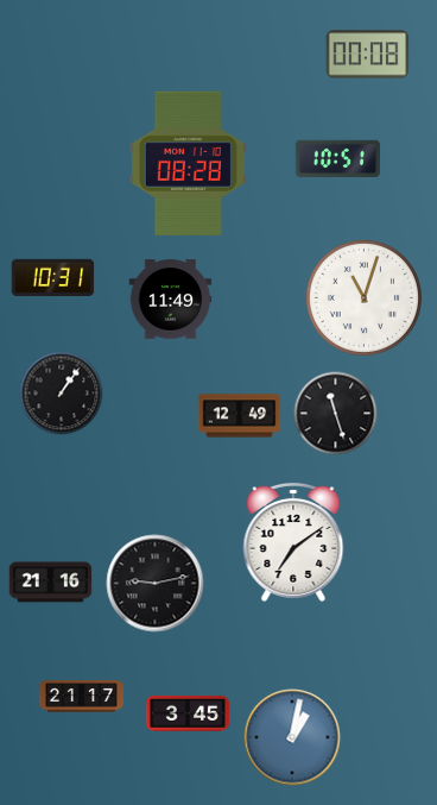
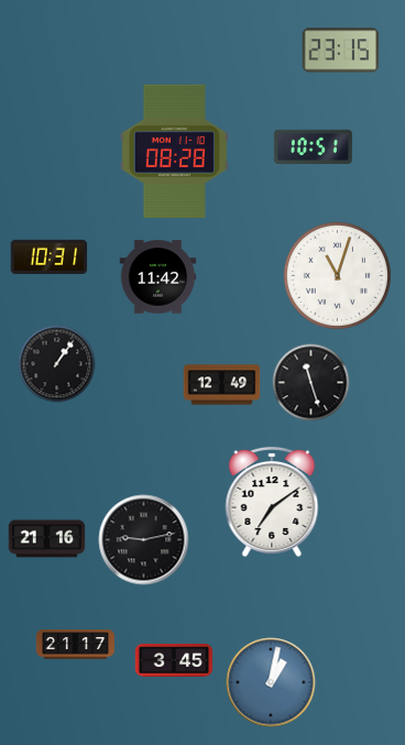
clock at (368, 55): 00:08 -> 23:15
clock at (171, 300): 11:49 -> 11:42
